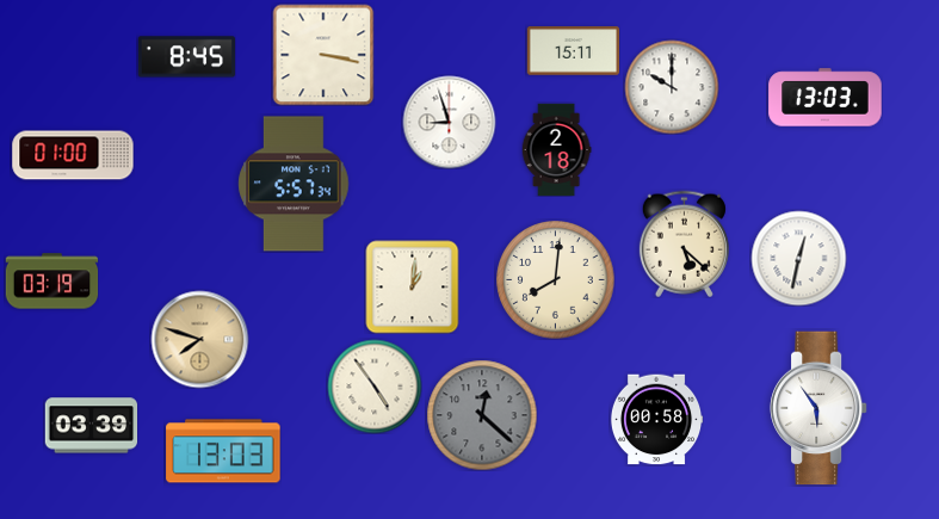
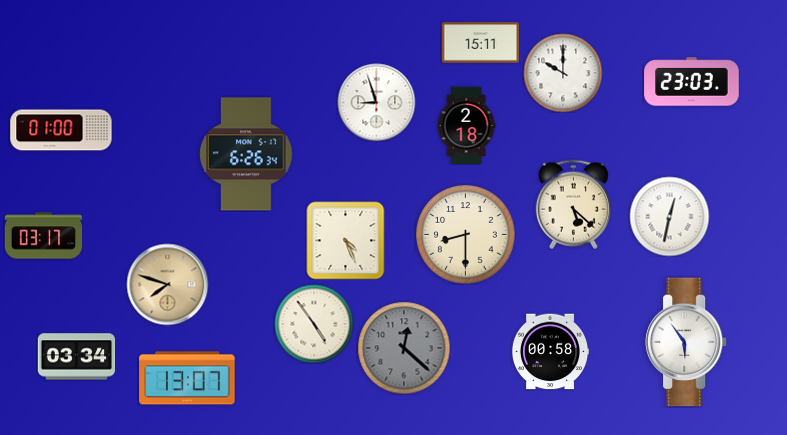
clock at (323, 55): 3:17 -> none
clock at (186, 57): 8:45 -> none
clock at (826, 98): 13:03 -> 23:03
clock at (294, 184): 5:57 -> 6:26
clock at (556, 280): 8:01 -> 8:30
clock at (51, 282): 03:19 -> 03:17
clock at (412, 286): 1:01 -> 4:26
clock at (91, 426): 03:39 -> 03:34
clock at (223, 451): 13:03 -> 13:07
